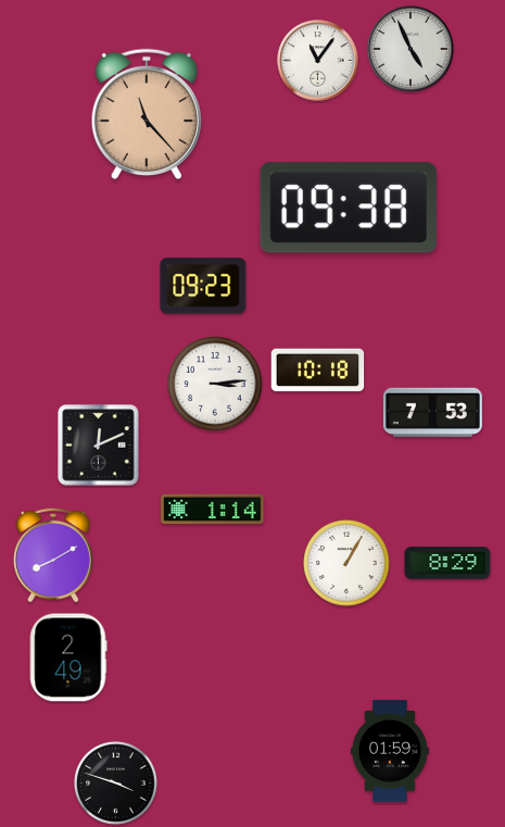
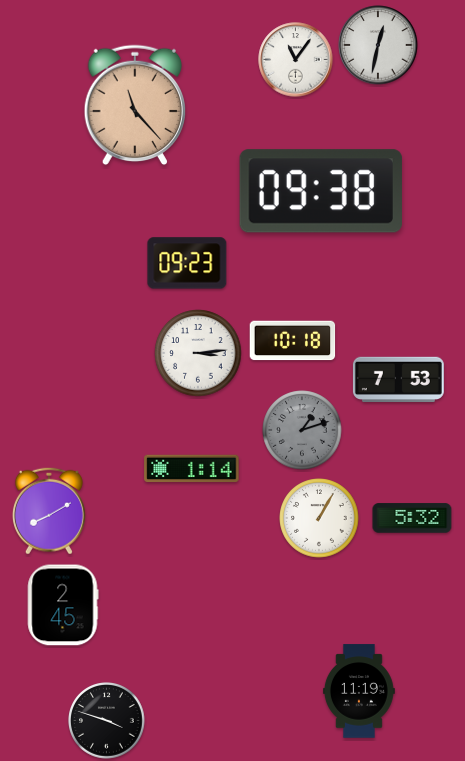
clock at (411, 49): 4:56 -> 12:32
clock at (318, 61) position: (318, 61) -> (296, 60)
clock at (99, 446): 12:11 -> none
clock at (302, 430): none -> 1:12
clock at (213, 510) position: (213, 510) -> (192, 469)
clock at (447, 563): 8:29 -> 5:32
clock at (68, 657): 2:49 -> 2:45
clock at (390, 751): 01:59 -> 11:19
